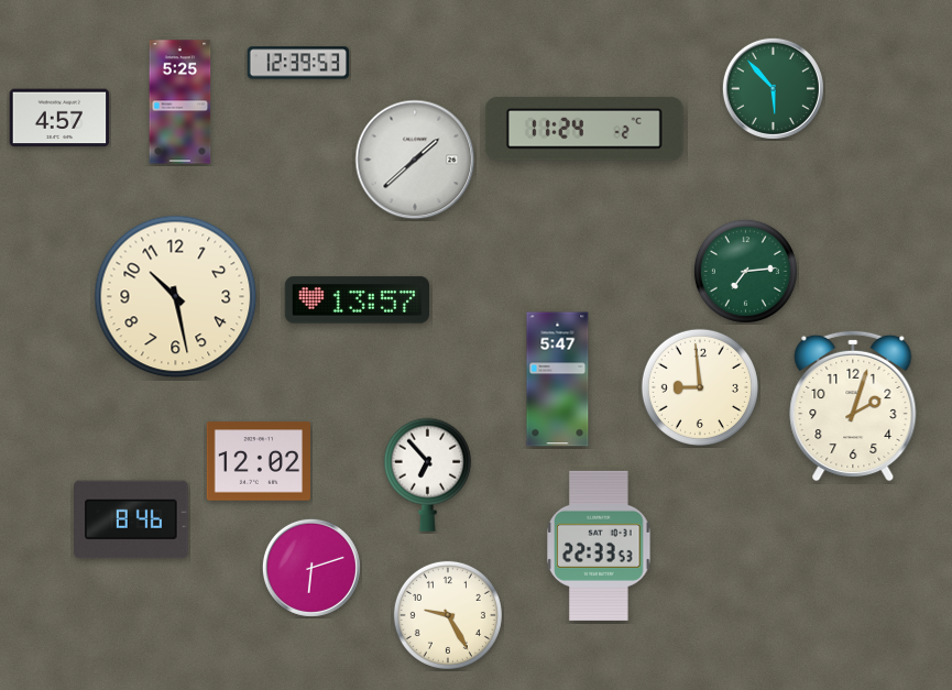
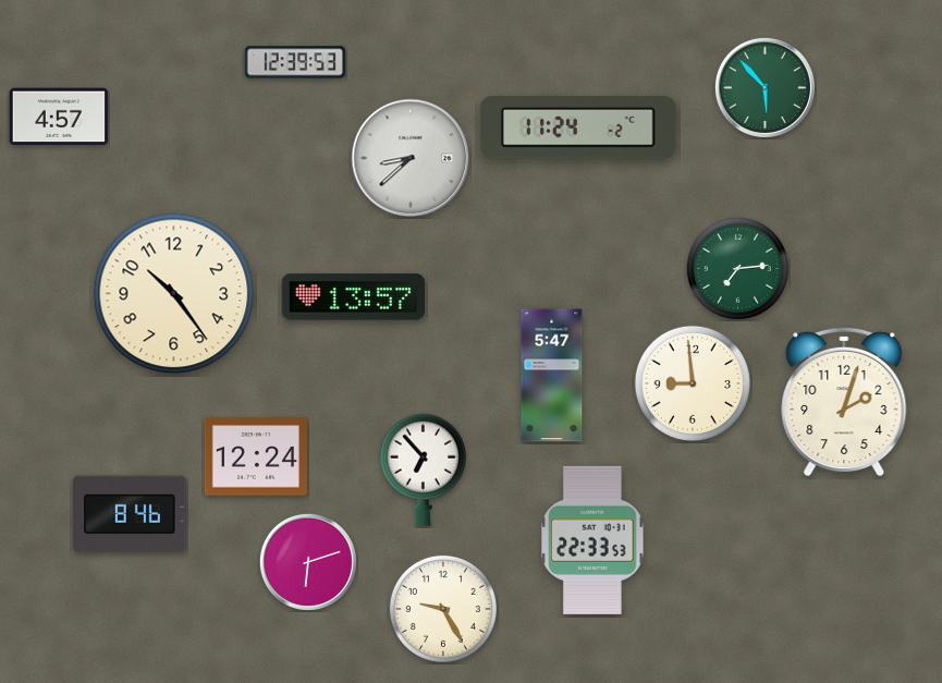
clock at (180, 102): 5:25 -> none
clock at (415, 160): 1:38 -> 8:38
clock at (176, 297): 10:28 -> 10:24
clock at (259, 461): 12:02 -> 12:24
